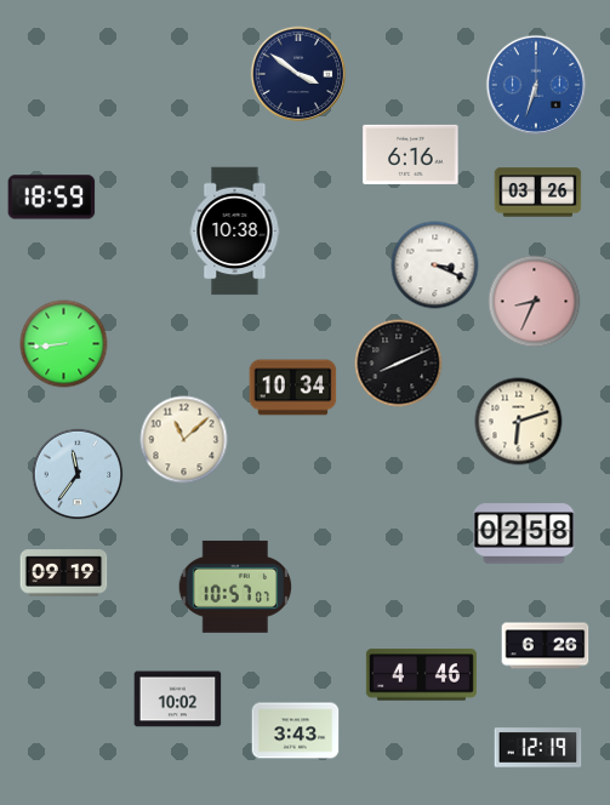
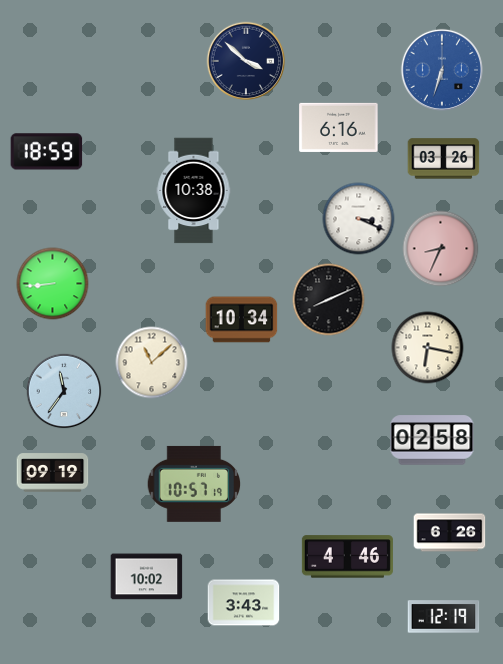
clock at (298, 74): 3:51 -> 3:52
clock at (52, 198) position: (52, 198) -> (47, 152)
clock at (519, 422): 6:12 -> 6:17
clock at (235, 587): 10:57:07 -> 10:57:19
